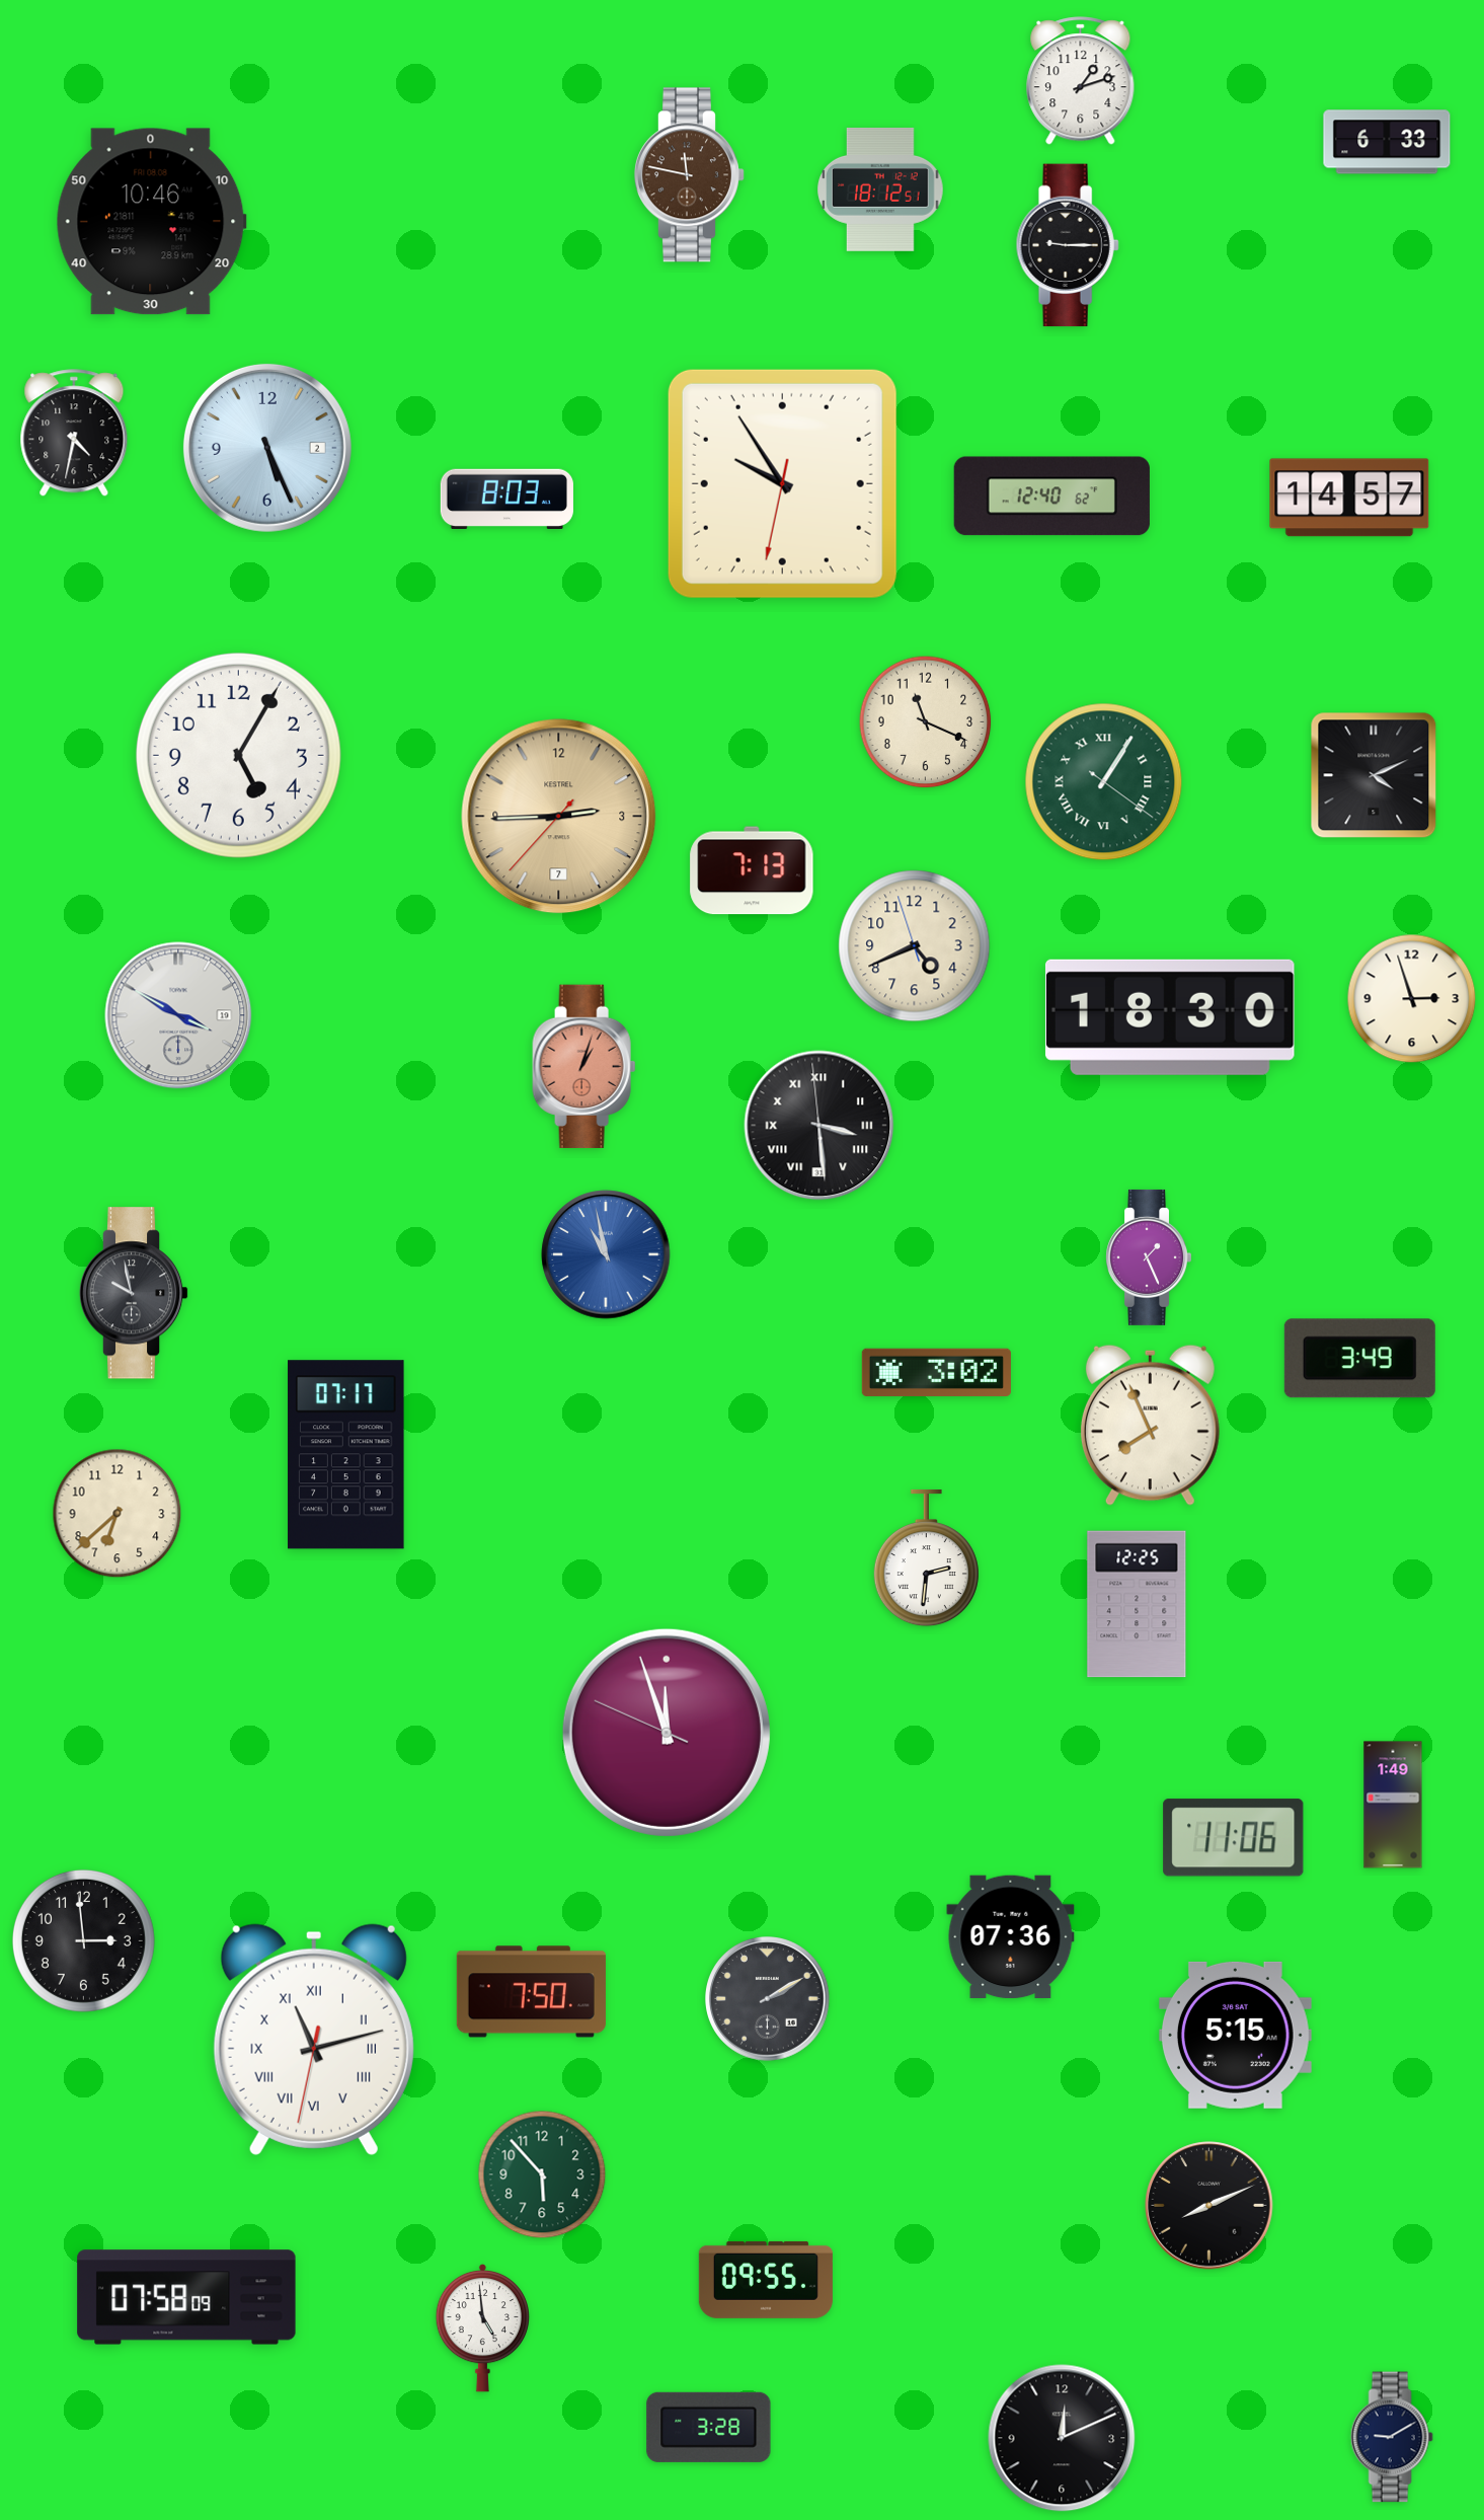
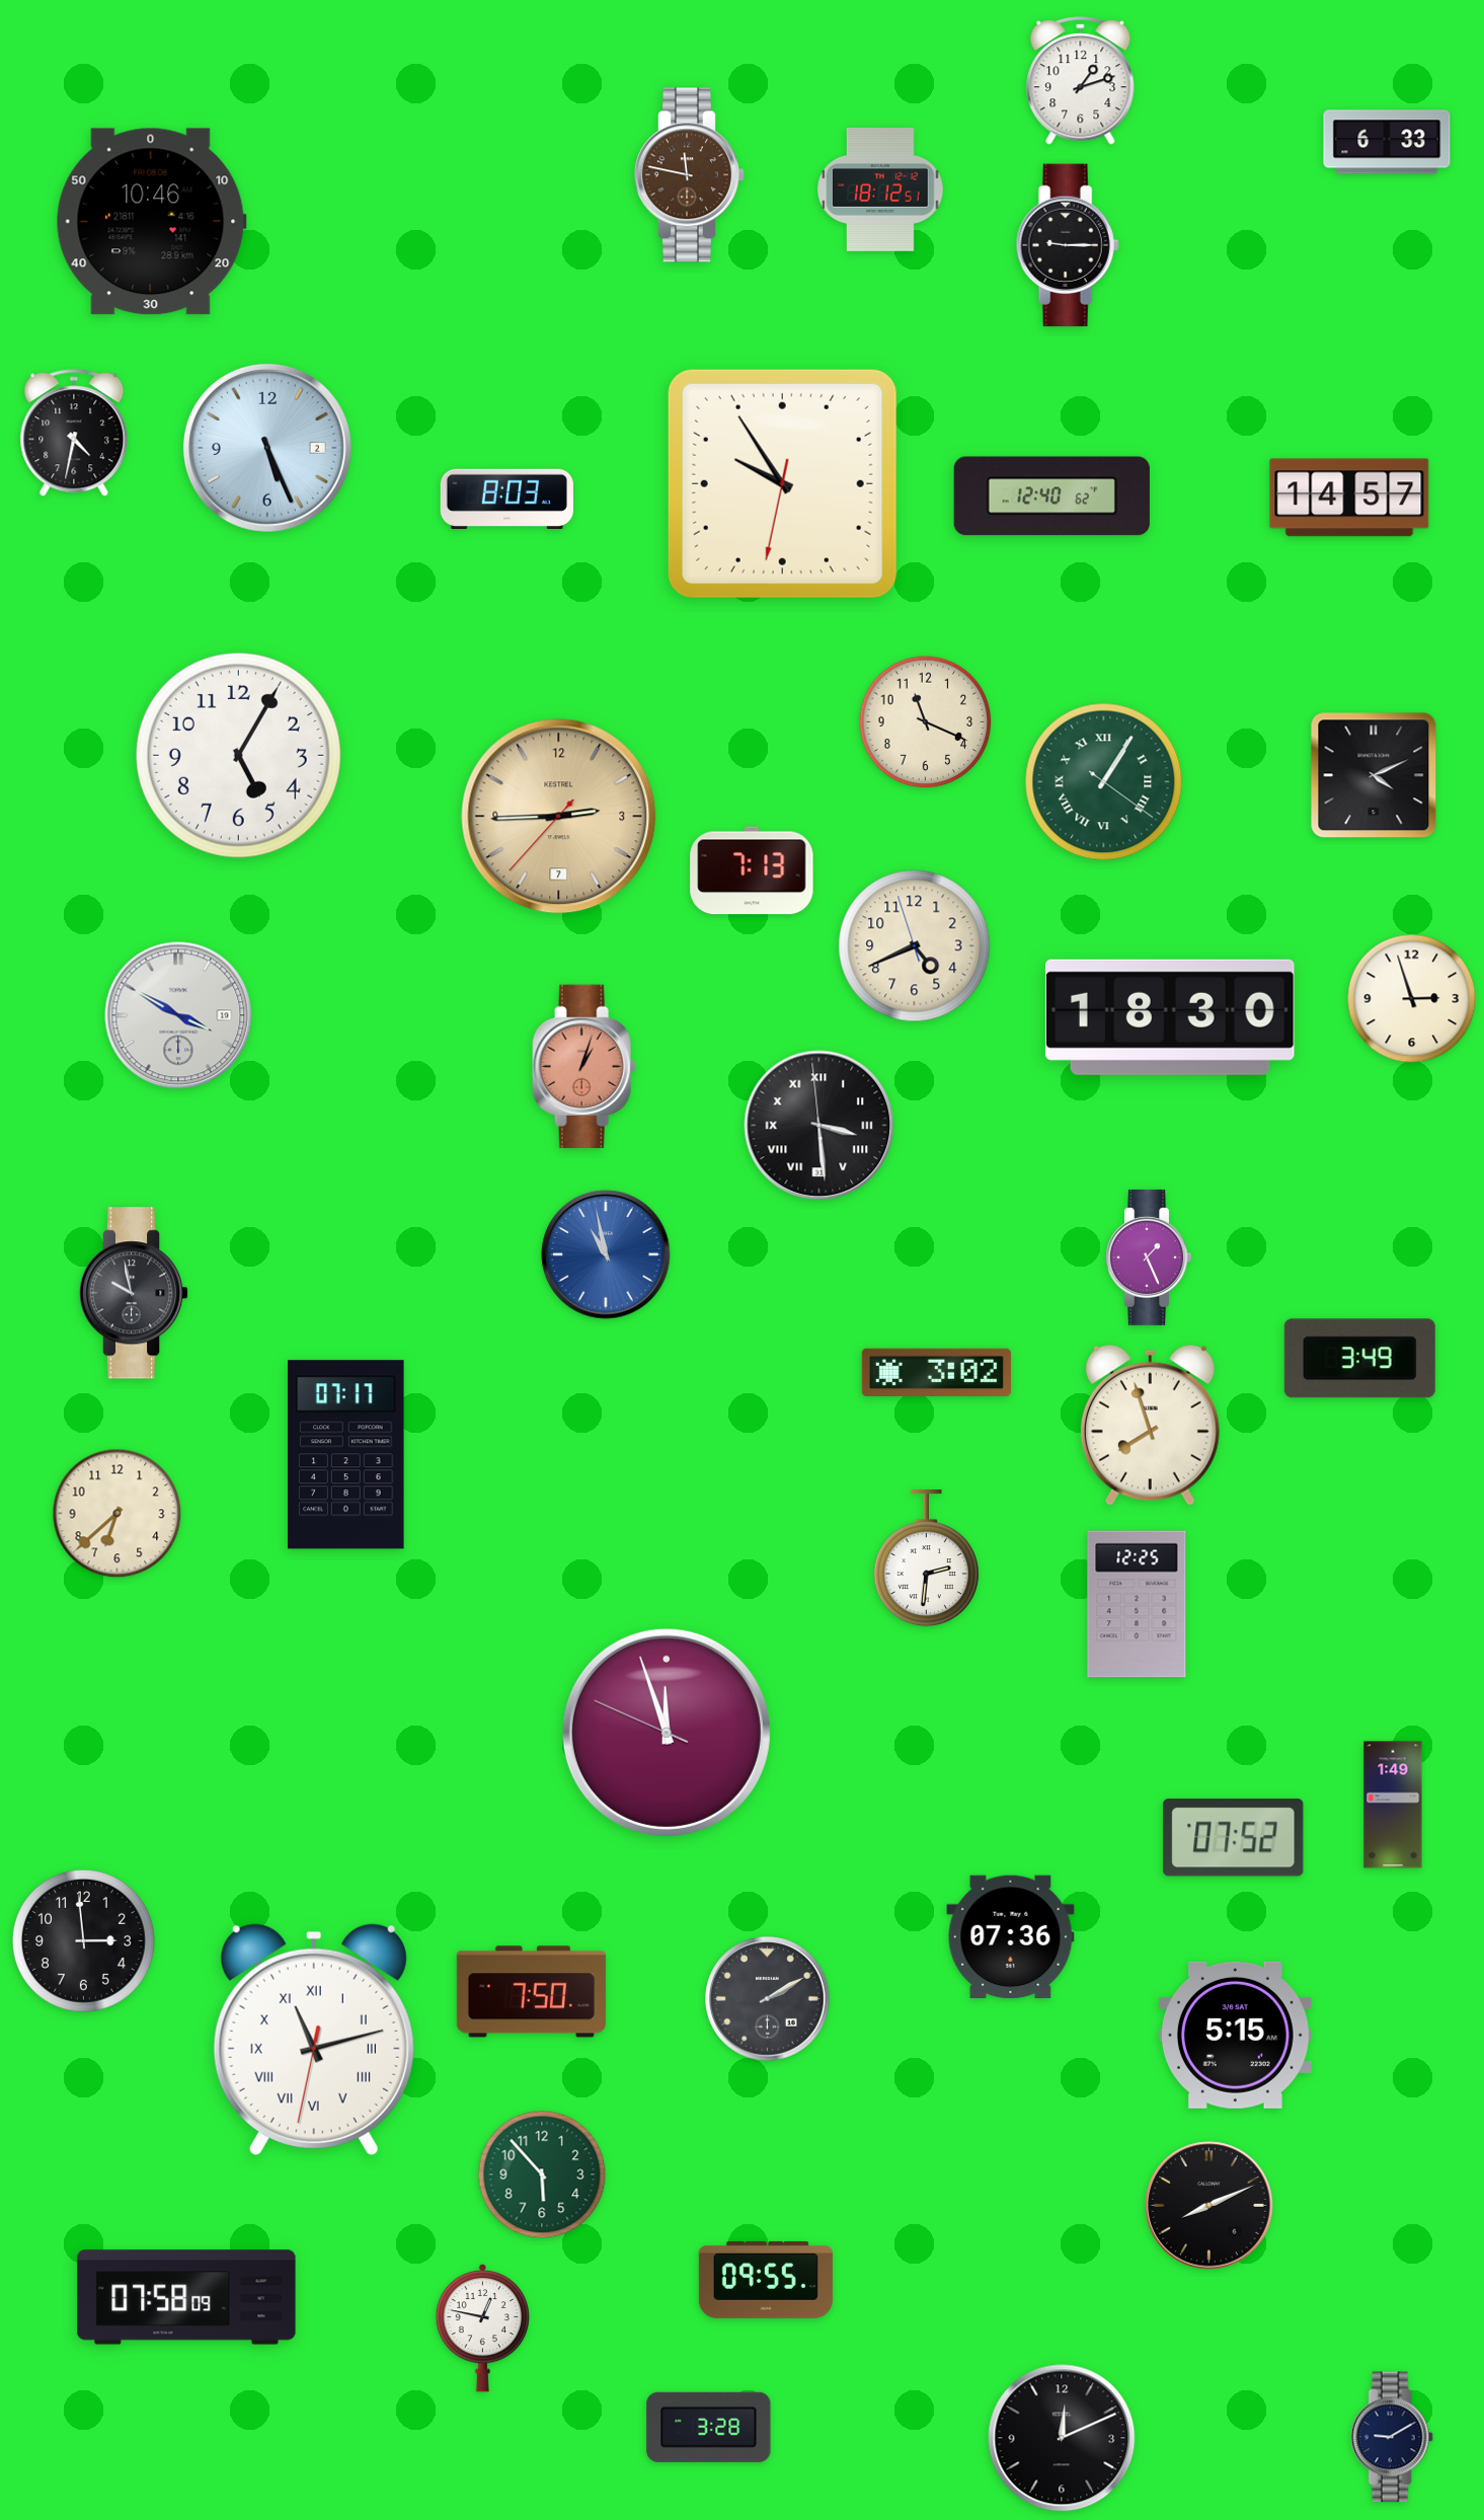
clock at (1150, 1425): 7:56 -> 7:57
clock at (1234, 1838): 11:06 -> 07:52
clock at (483, 2327): 4:59 -> 12:47
